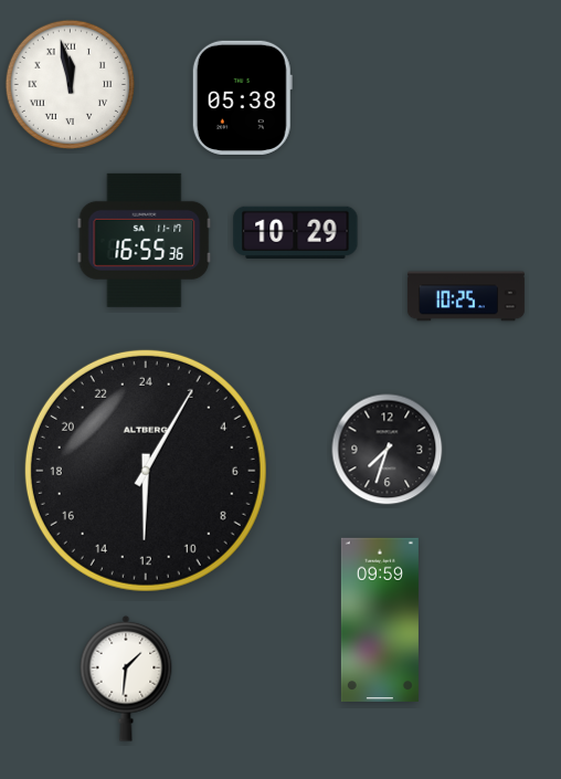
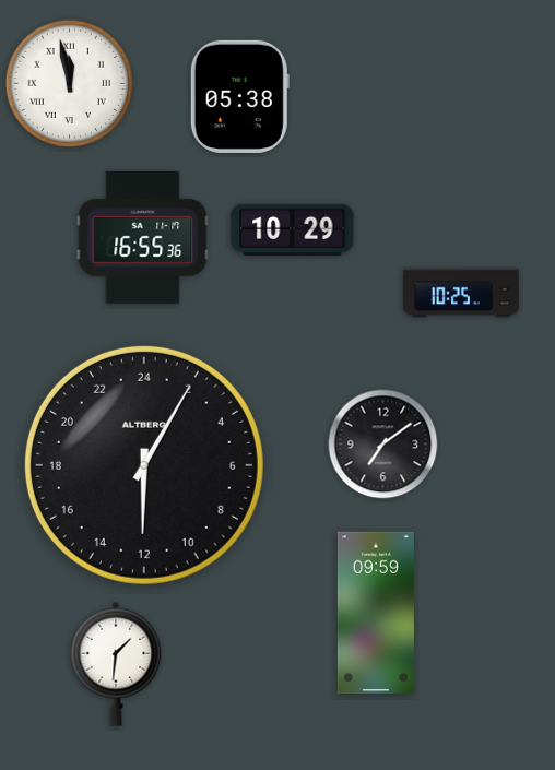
clock at (388, 450): 7:33 -> 7:09
clock at (126, 678) position: (126, 678) -> (116, 664)
